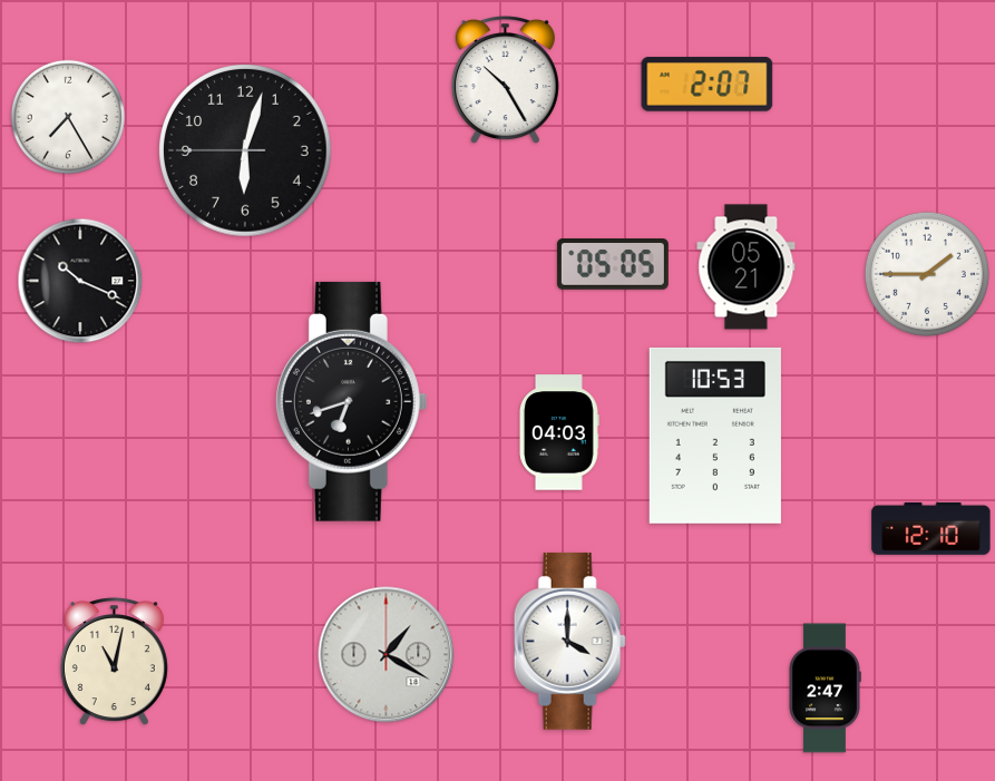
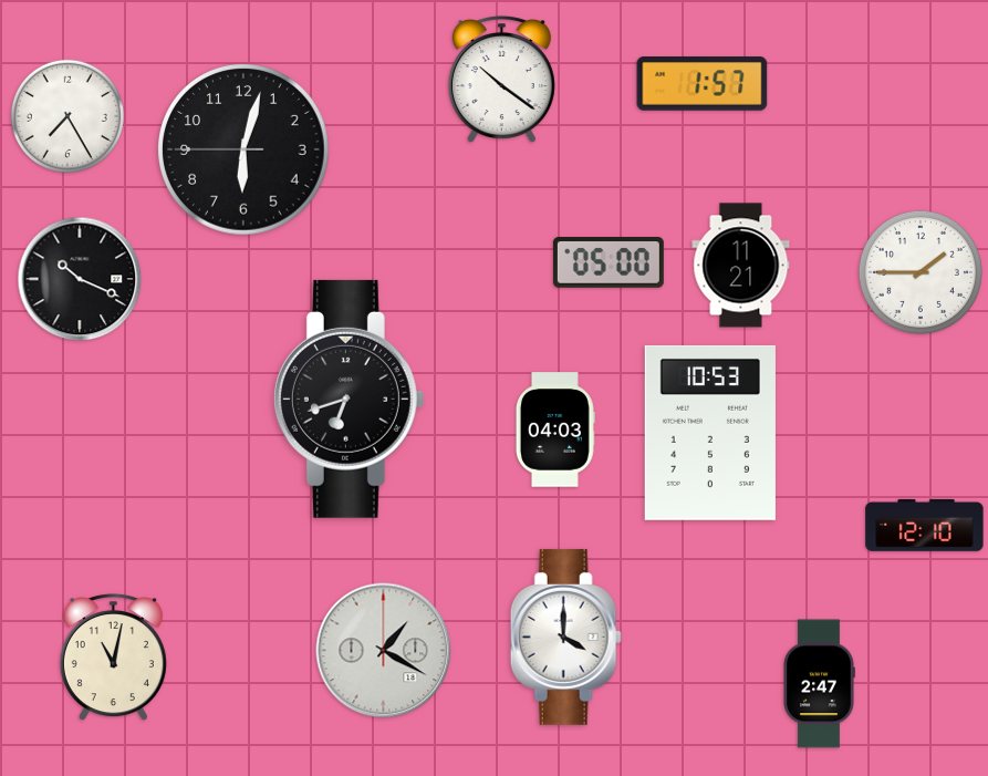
clock at (505, 81): 10:25 -> 10:21
clock at (708, 85): 2:07 -> 1:57
clock at (613, 265): 05:05 -> 05:00
clock at (747, 267): 05:21 -> 11:21
